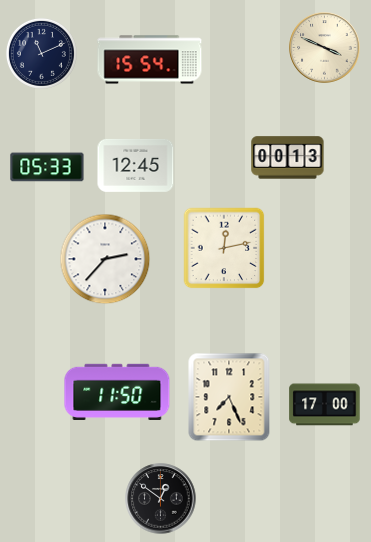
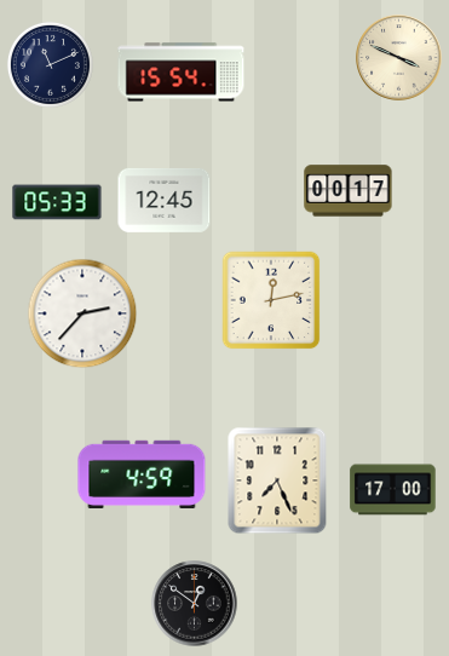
clock at (325, 48) position: (325, 48) -> (399, 58)
clock at (288, 158): 00:13 -> 00:17
clock at (105, 259) position: (105, 259) -> (82, 313)
clock at (117, 392): 11:50 -> 4:59
